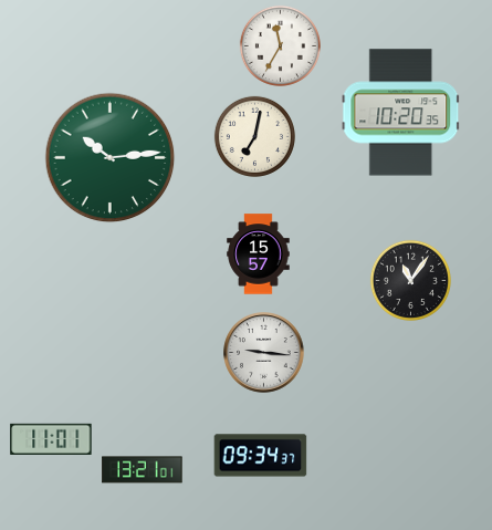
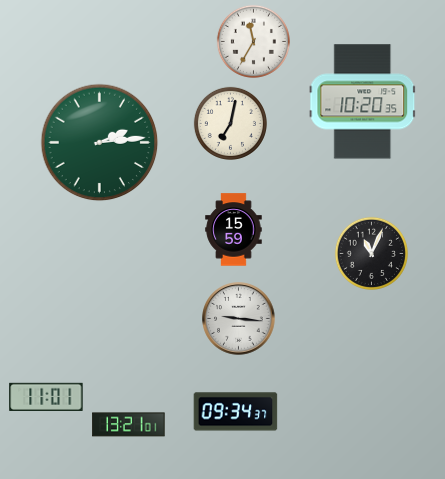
clock at (111, 158): 10:14 -> 2:14
clock at (259, 254): 15:57 -> 15:59
clock at (410, 280): 11:06 -> 11:04
